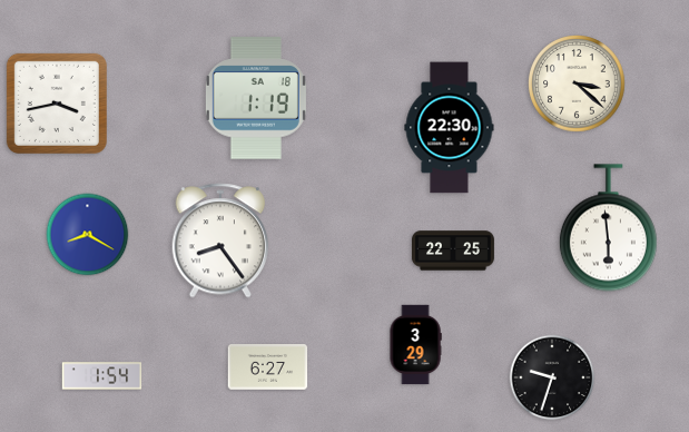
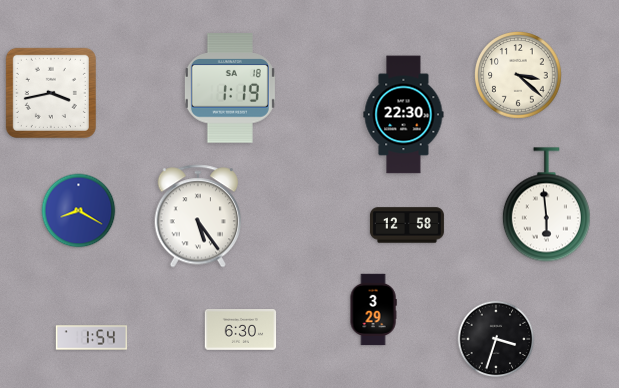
clock at (220, 240): 8:24 -> 5:24
clock at (453, 251): 22:25 -> 12:58
clock at (268, 367): 6:27 -> 6:30
clock at (552, 377): 9:33 -> 3:33
